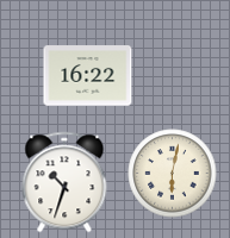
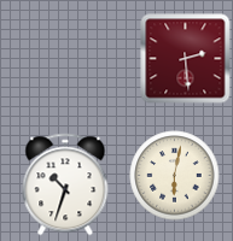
clock at (186, 59): none -> 2:29
clock at (88, 76): 16:22 -> none
